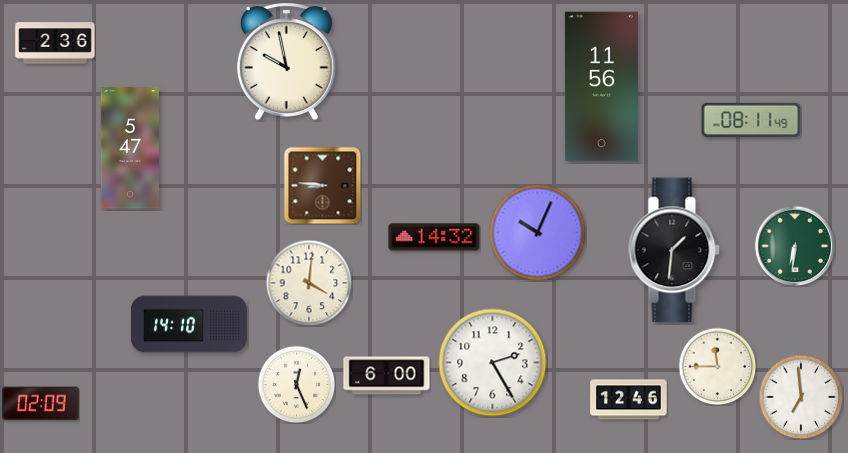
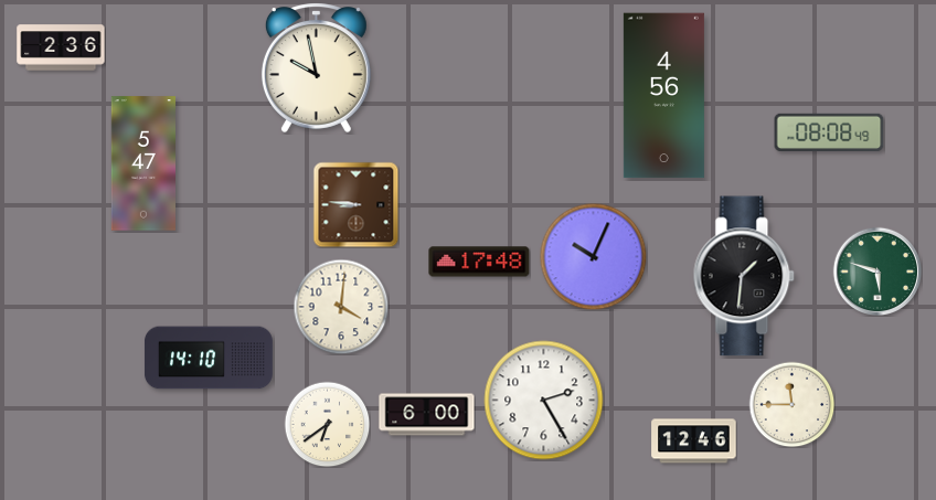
clock at (601, 87): 11:56 -> 4:56
clock at (751, 119): 08:11 -> 08:08
clock at (434, 237): 14:32 -> 17:48
clock at (795, 246): 6:31 -> 5:48
clock at (309, 283) position: (309, 283) -> (341, 307)
clock at (296, 384): 12:26 -> 6:39
clock at (801, 397): 6:59 -> none
clock at (41, 404): 02:09 -> none
